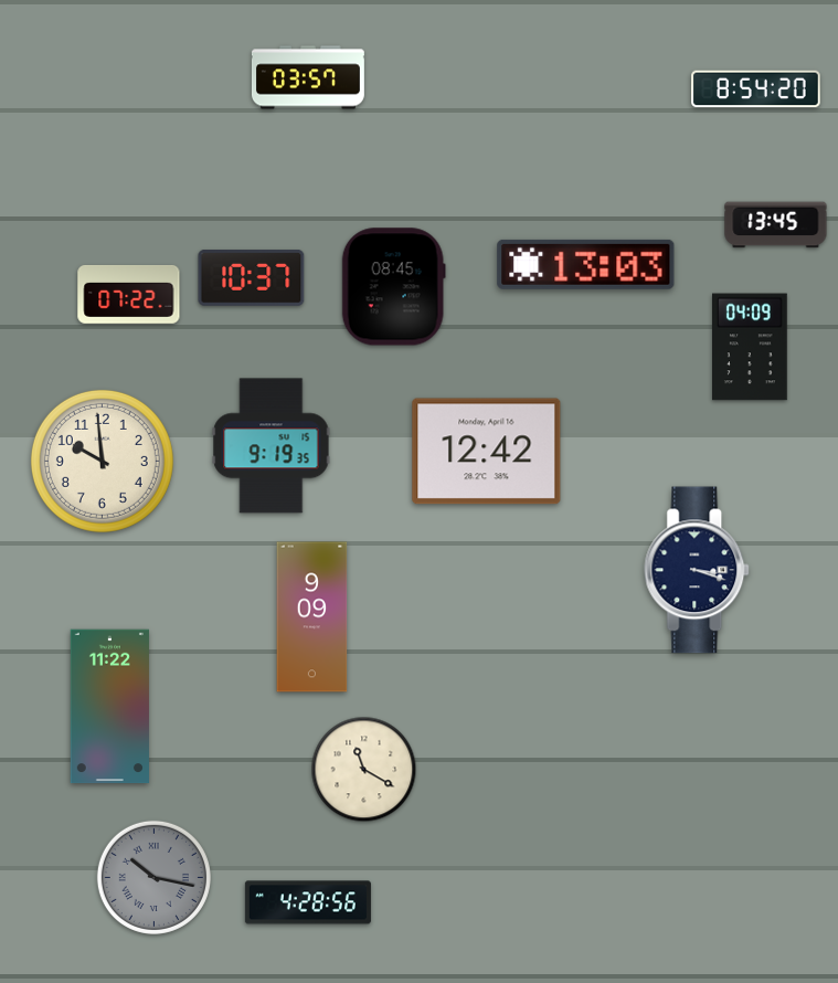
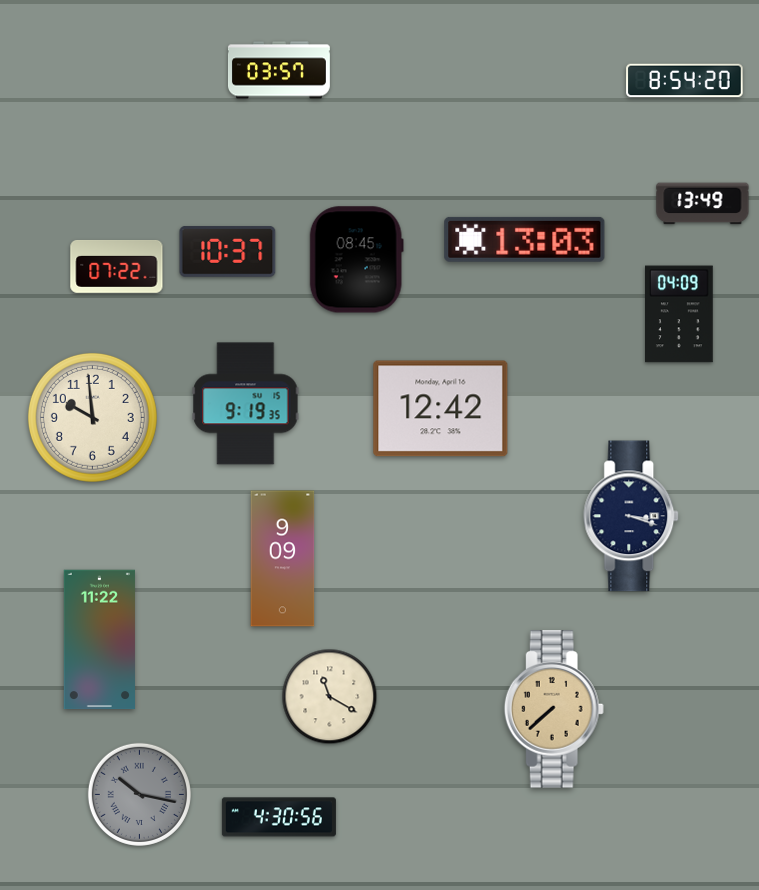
clock at (776, 225): 13:45 -> 13:49
clock at (586, 264) position: (586, 264) -> (525, 239)
clock at (554, 709): none -> 7:38
clock at (308, 902): 4:28 -> 4:30
